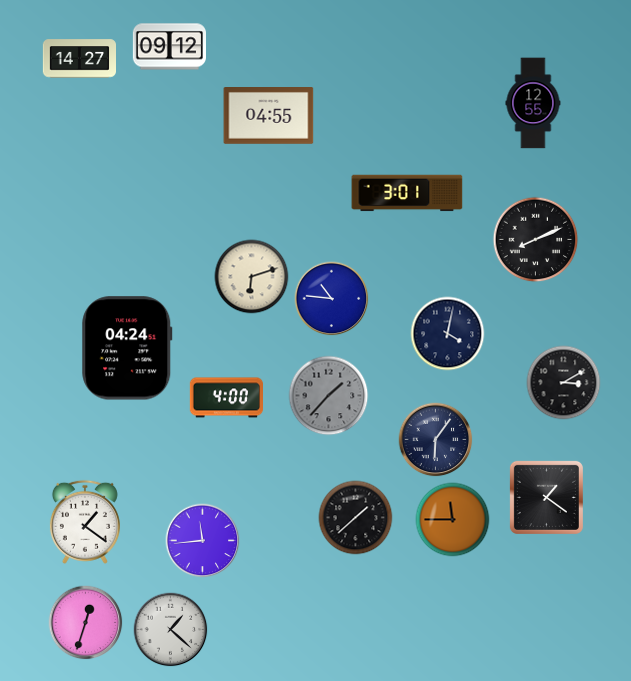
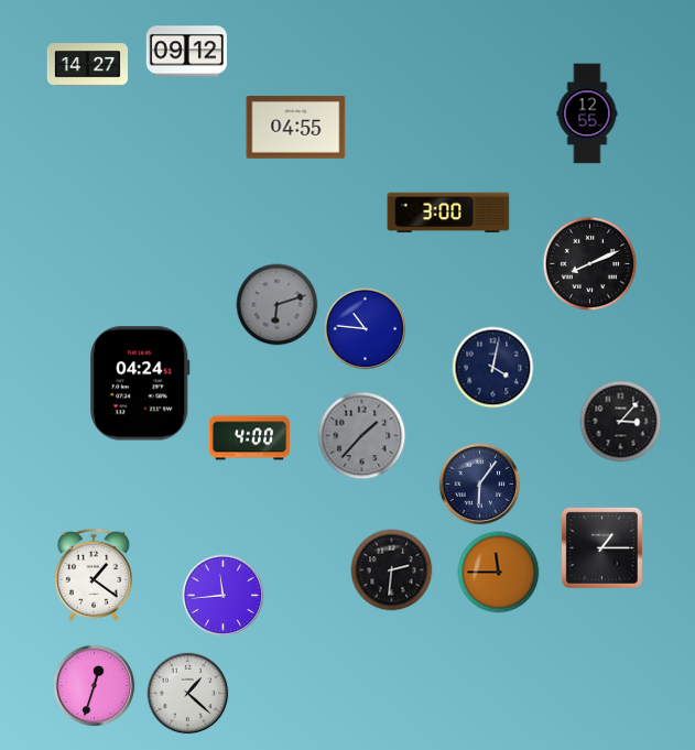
clock at (407, 193): 3:01 -> 3:00
clock at (252, 277) dial: cream -> grey
clock at (564, 383): 3:10 -> 3:07
clock at (546, 497): 1:21 -> 1:15
clock at (356, 518): 1:38 -> 2:31
